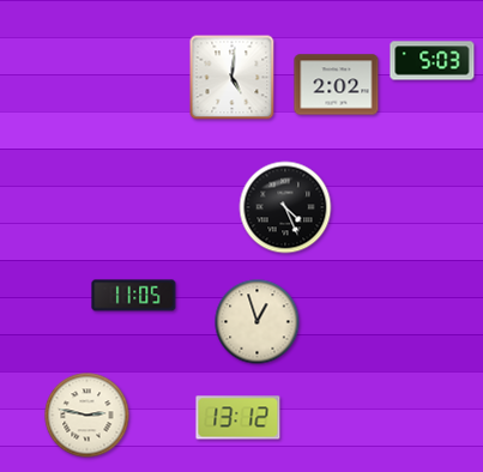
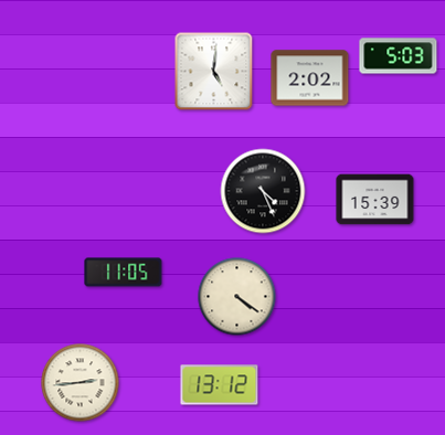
clock at (375, 200): none -> 15:39
clock at (258, 322): 12:57 -> 4:21
clock at (87, 416): 2:47 -> 2:44
